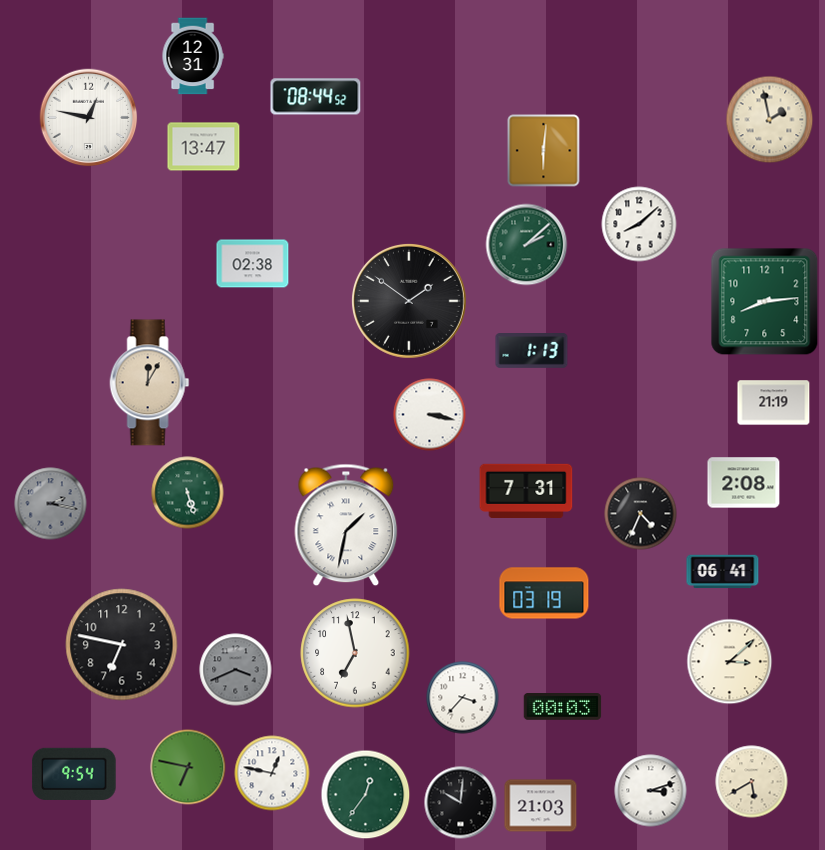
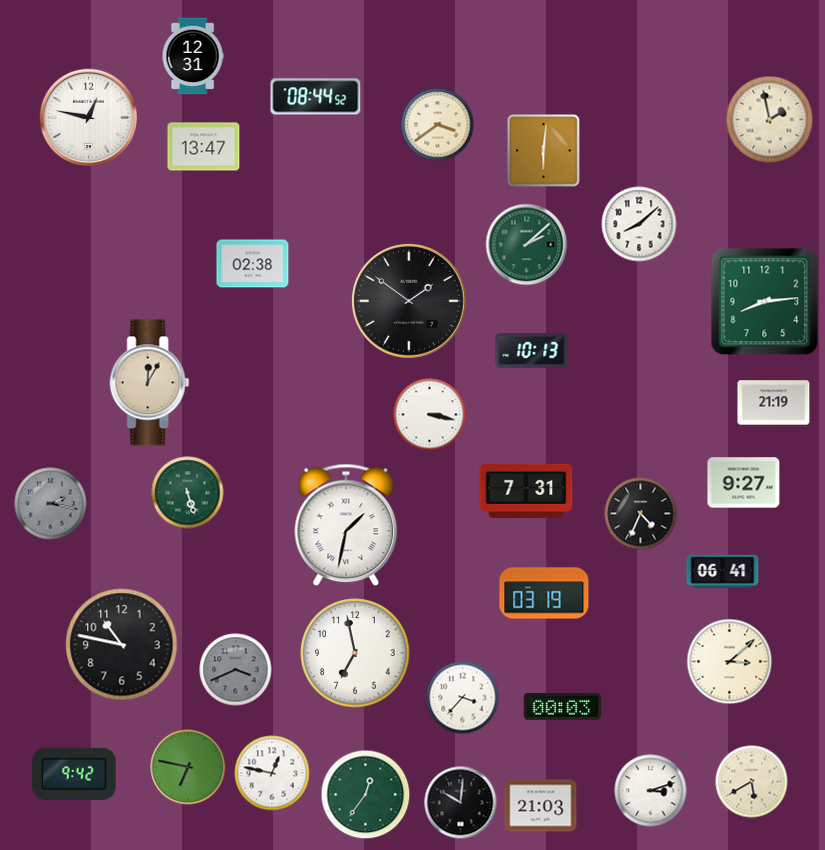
clock at (438, 125): none -> 3:39
clock at (532, 351): 1:13 -> 10:13
clock at (744, 483): 2:08 -> 9:27
clock at (122, 645): 6:47 -> 10:47
clock at (74, 774): 9:54 -> 9:42
